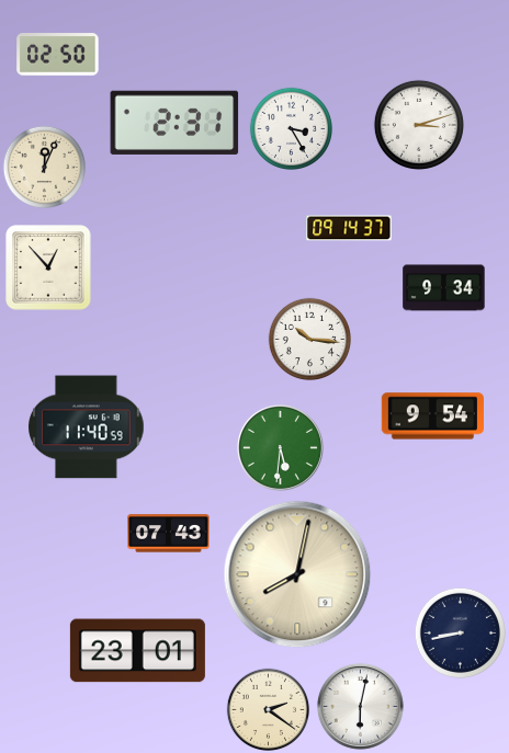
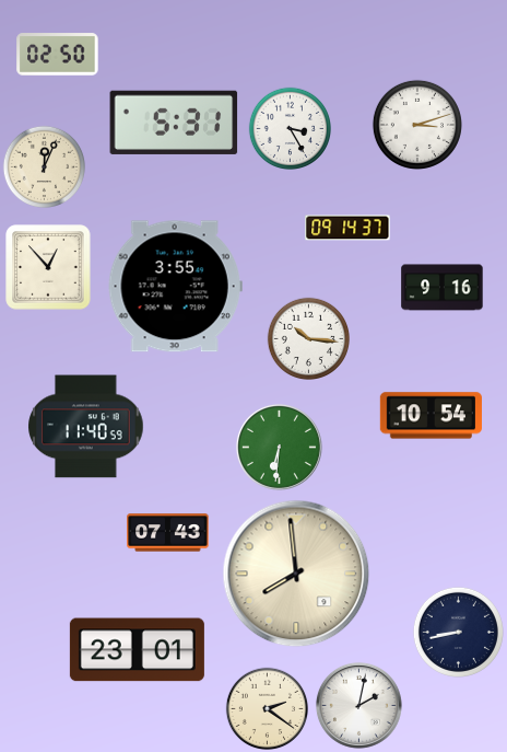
clock at (174, 123): 2:31 -> 5:31
clock at (175, 287): none -> 3:55
clock at (444, 288): 9:34 -> 9:16
clock at (432, 417): 9:54 -> 10:54
clock at (280, 447): 5:31 -> 6:31
clock at (297, 574): 8:02 -> 7:59
clock at (360, 706): 6:02 -> 2:02
